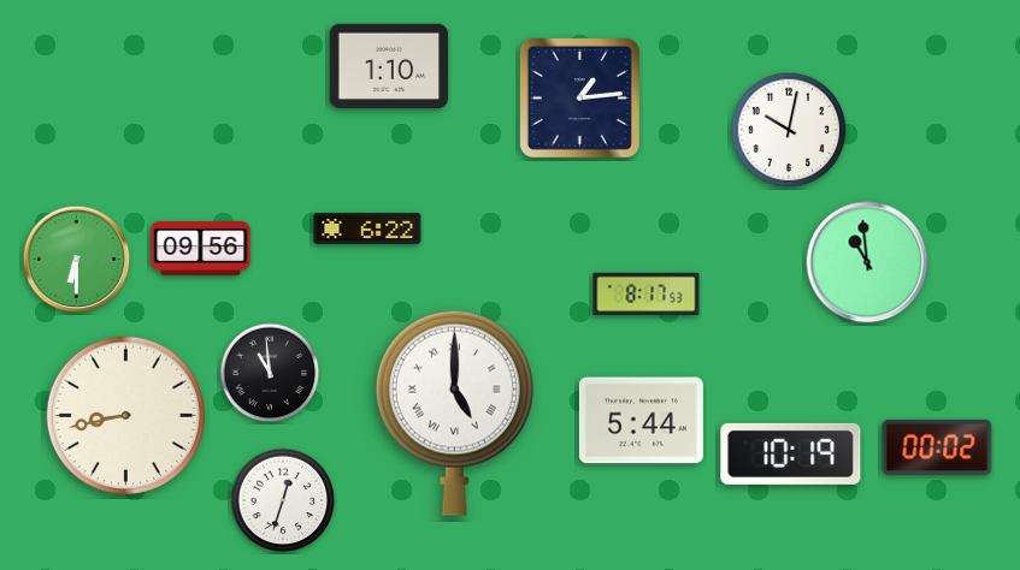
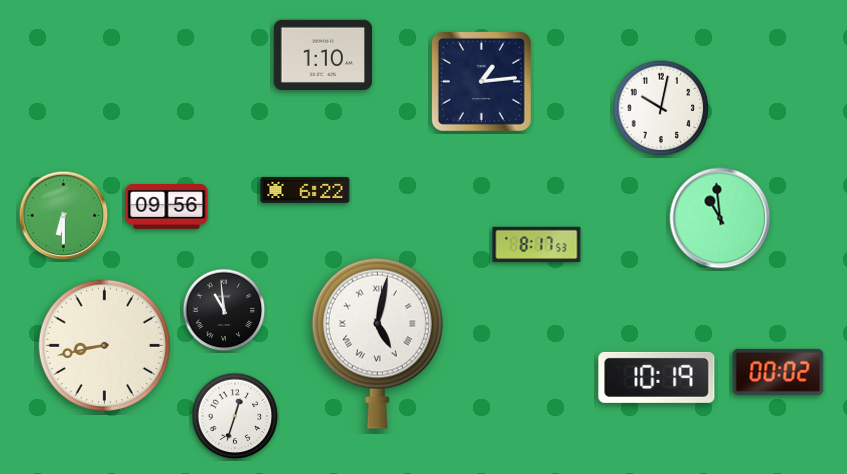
clock at (789, 130) position: (789, 130) -> (661, 108)
clock at (454, 412): 5:00 -> 5:02
clock at (641, 421): 5:44 -> none
